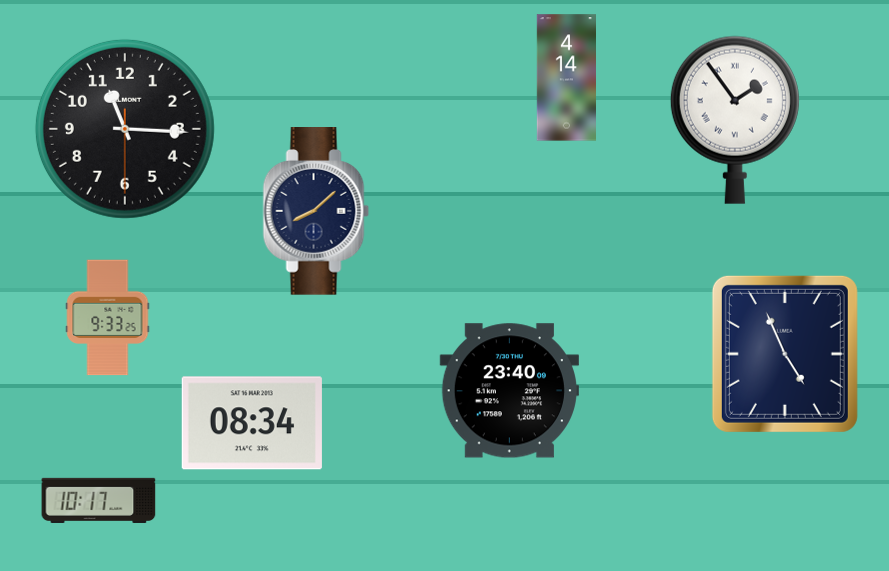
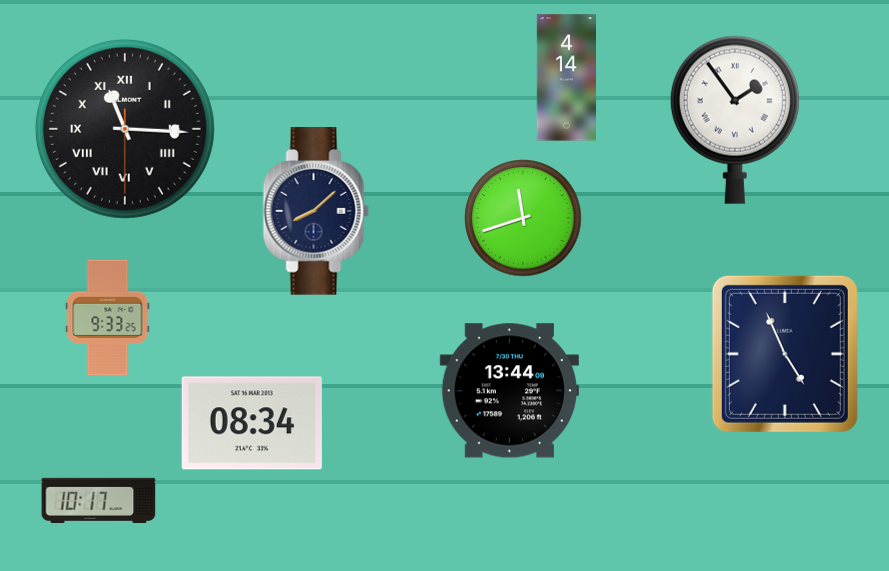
clock at (125, 129) numerals: Arabic -> Roman
clock at (523, 218): none -> 11:42
clock at (509, 391): 23:40 -> 13:44
